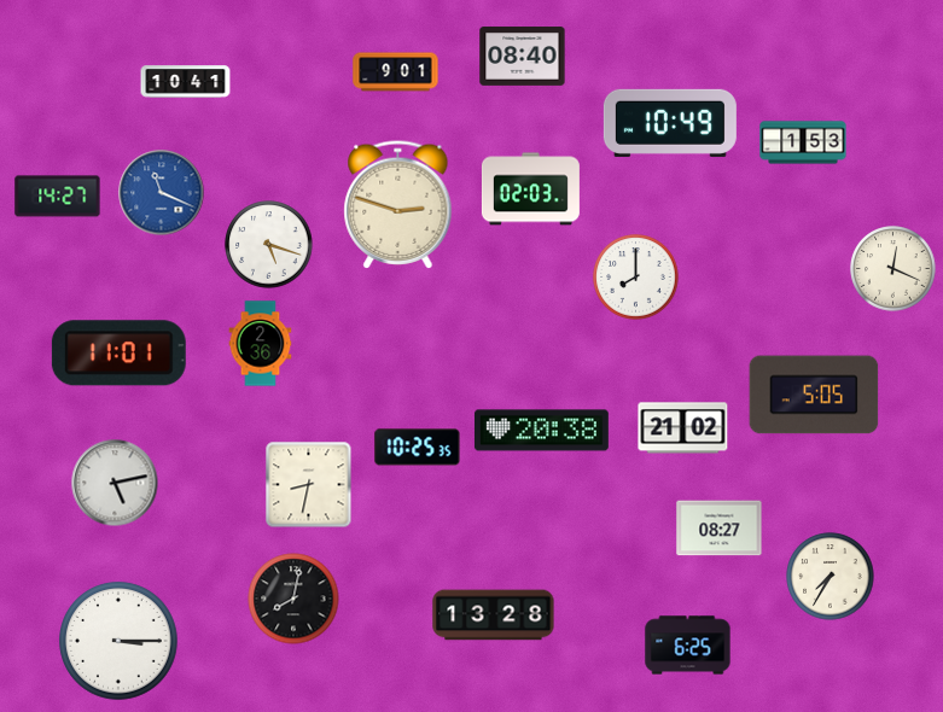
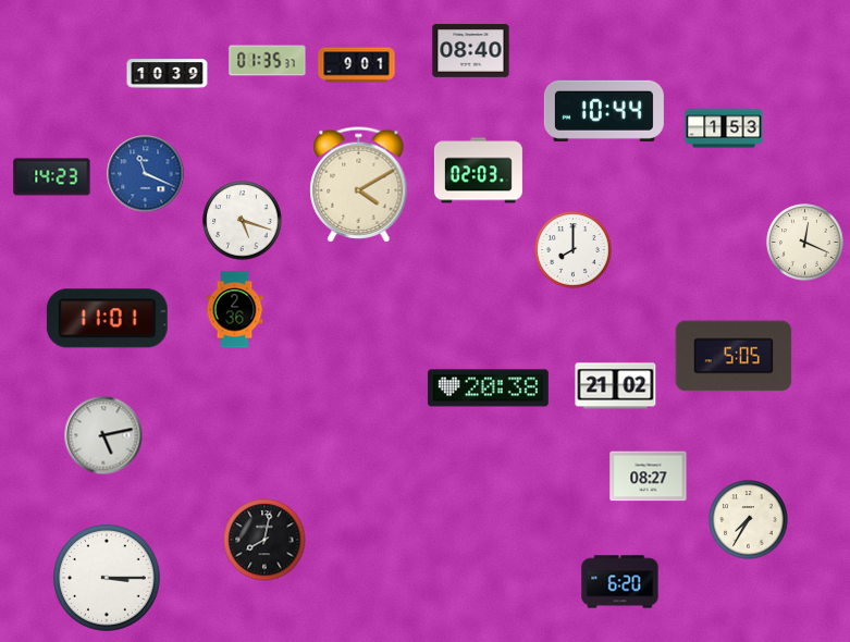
clock at (268, 61): none -> 01:35
clock at (186, 82): 10:41 -> 10:39
clock at (670, 123): 10:49 -> 10:44
clock at (58, 197): 14:27 -> 14:23
clock at (398, 205): 2:48 -> 4:10
clock at (418, 448): 10:25 -> none
clock at (309, 485): 8:32 -> none
clock at (494, 615): 13:28 -> none
clock at (688, 646): 6:25 -> 6:20
